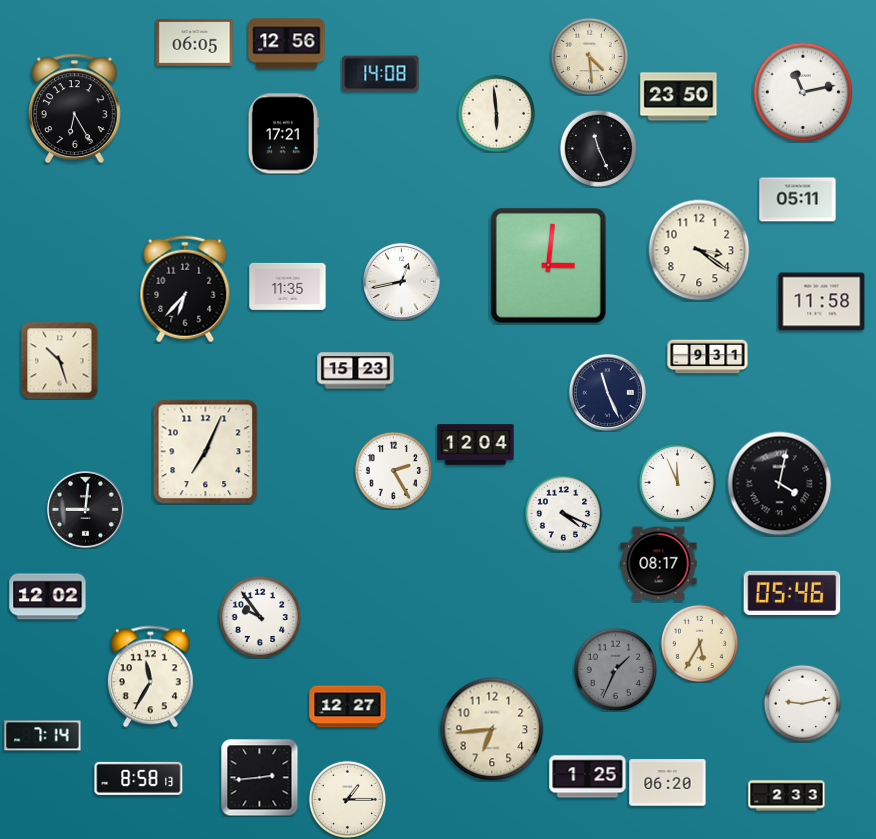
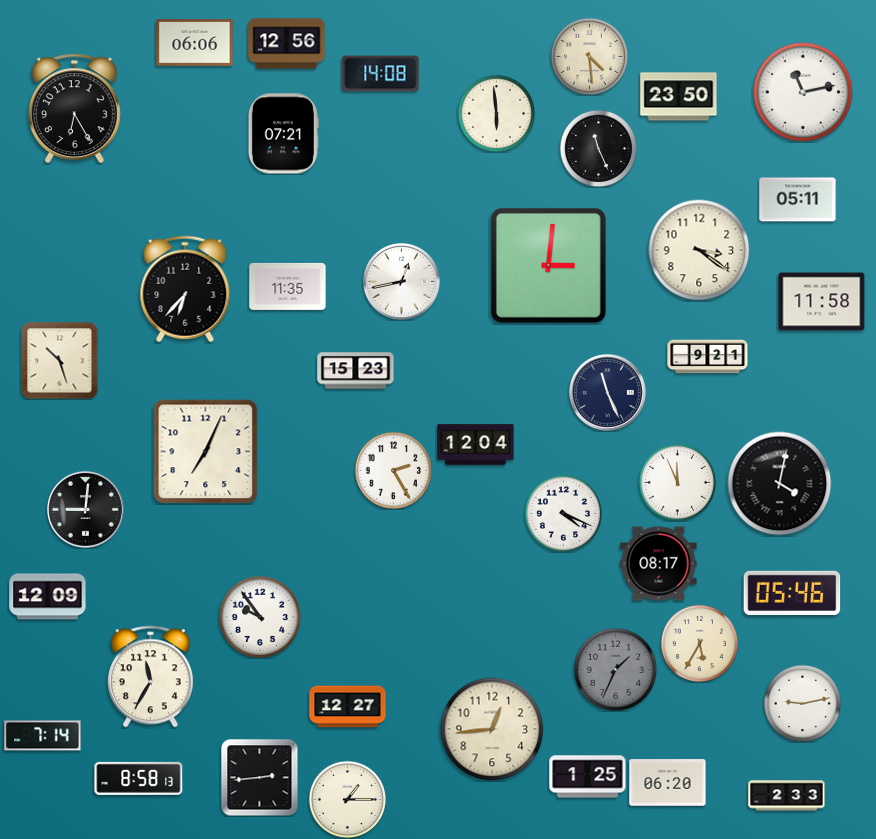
clock at (195, 43): 06:05 -> 06:06
clock at (283, 134): 17:21 -> 07:21
clock at (708, 357): 9:31 -> 9:21
clock at (48, 597): 12:02 -> 12:09
clock at (492, 729): 6:44 -> 12:44
